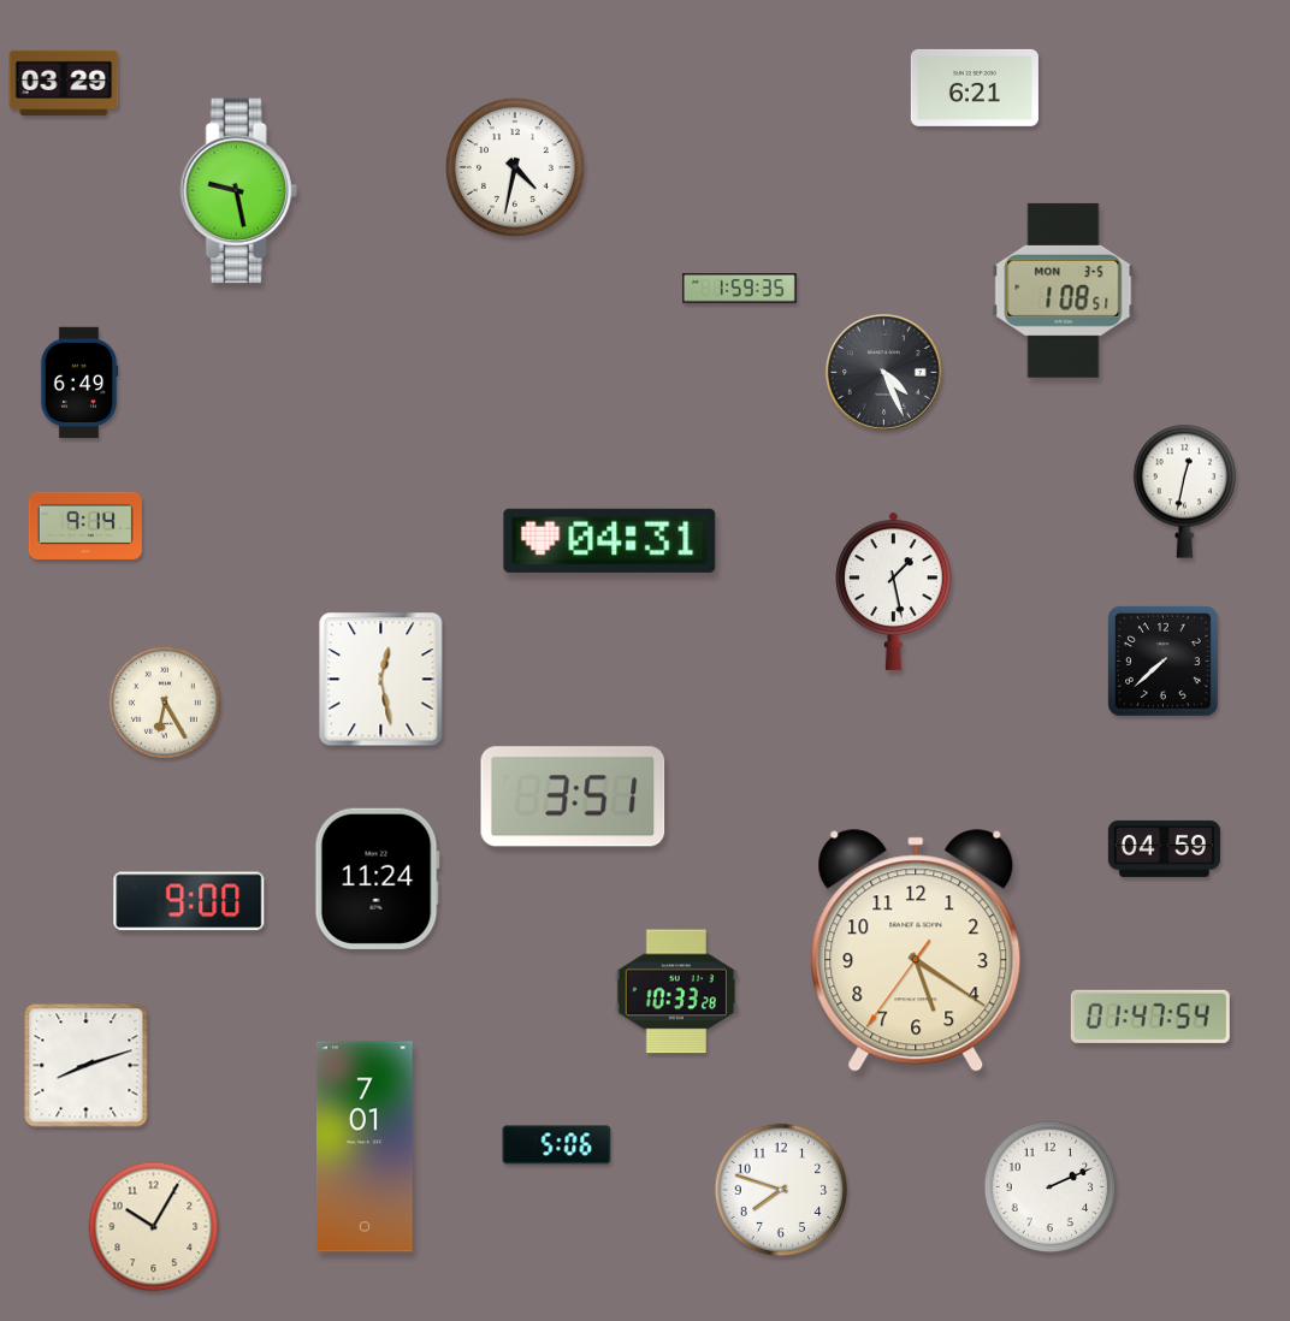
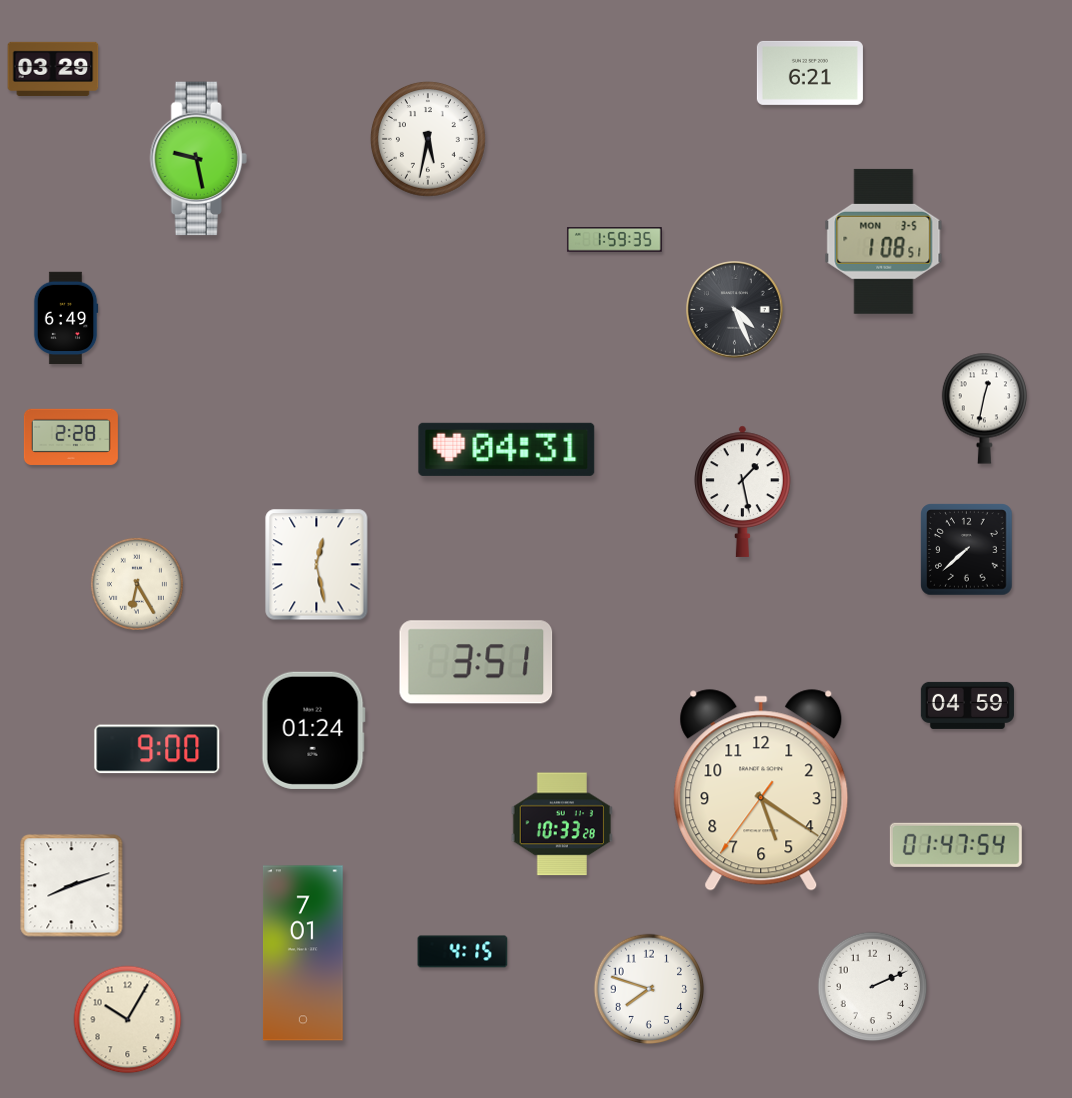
clock at (515, 167): 4:32 -> 5:32
clock at (85, 526): 9:14 -> 2:28
clock at (377, 878): 11:24 -> 01:24
clock at (557, 1145): 5:06 -> 4:15
